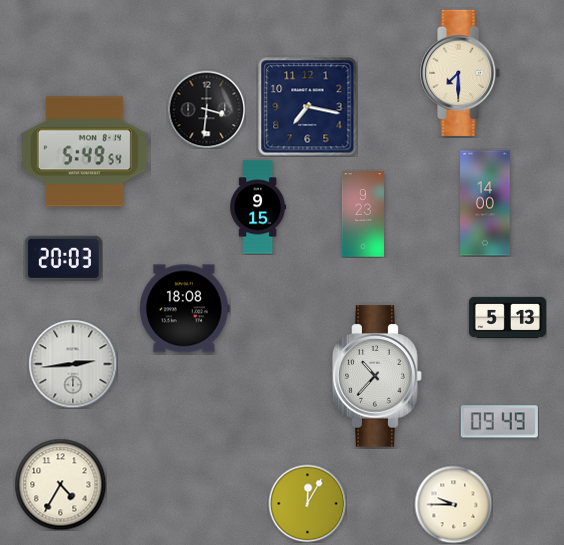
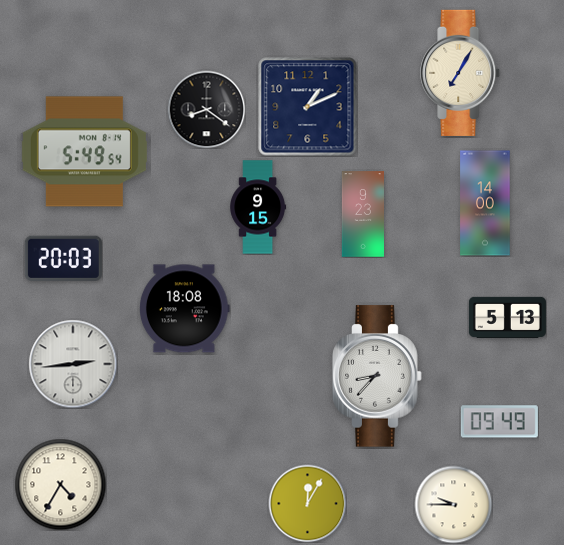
clock at (461, 73): 7:30 -> 7:05
clock at (308, 107): 7:17 -> 1:11
clock at (206, 109): 3:31 -> 8:21
clock at (377, 376): 10:37 -> 8:37
